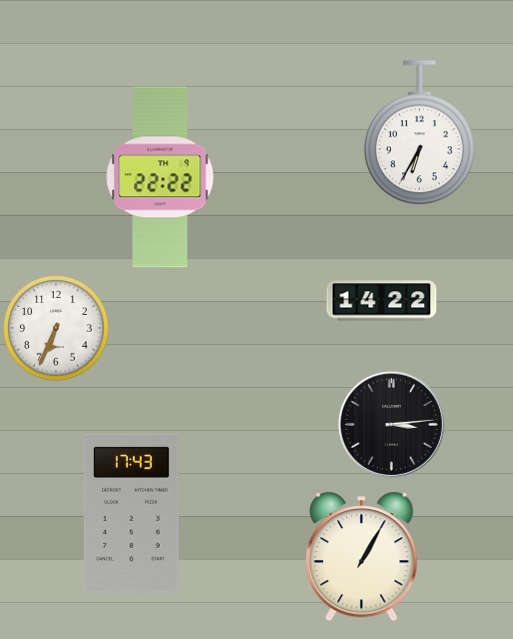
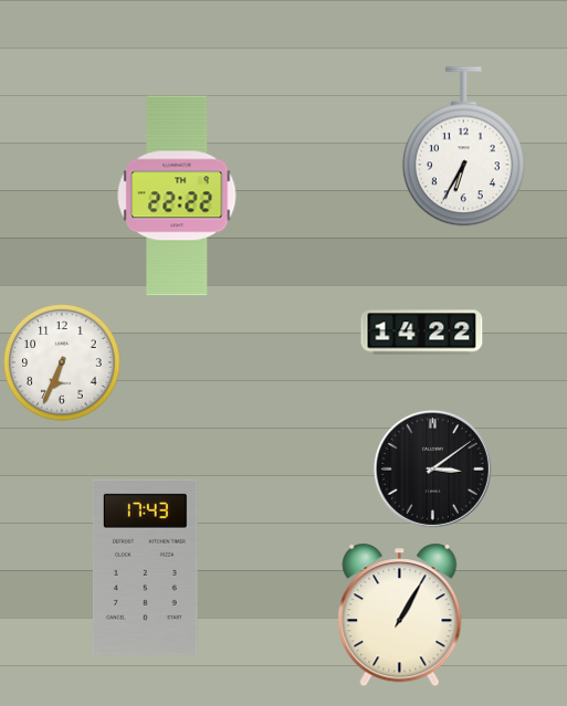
clock at (391, 424): 3:14 -> 3:09
